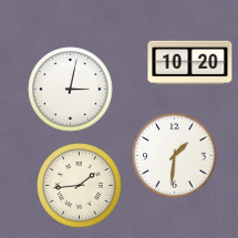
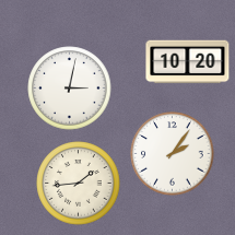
clock at (175, 156): 1:31 -> 2:06
